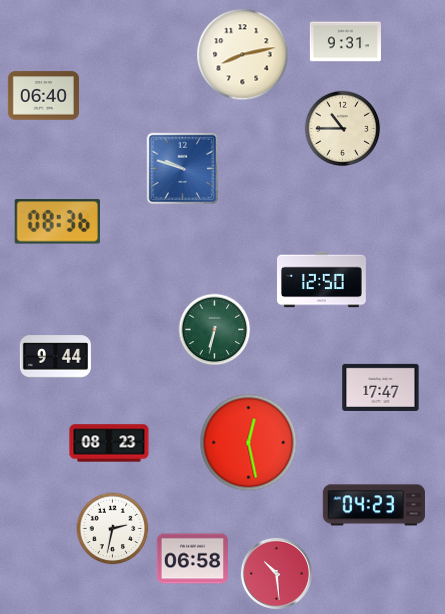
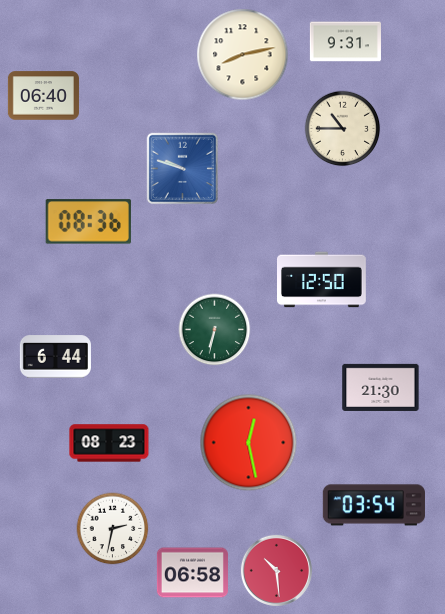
clock at (57, 222) position: (57, 222) -> (88, 222)
clock at (55, 357): 9:44 -> 6:44
clock at (381, 387): 17:47 -> 21:30
clock at (374, 505): 04:23 -> 03:54
clock at (192, 559) position: (192, 559) -> (192, 573)
clock at (276, 573) position: (276, 573) -> (276, 570)
